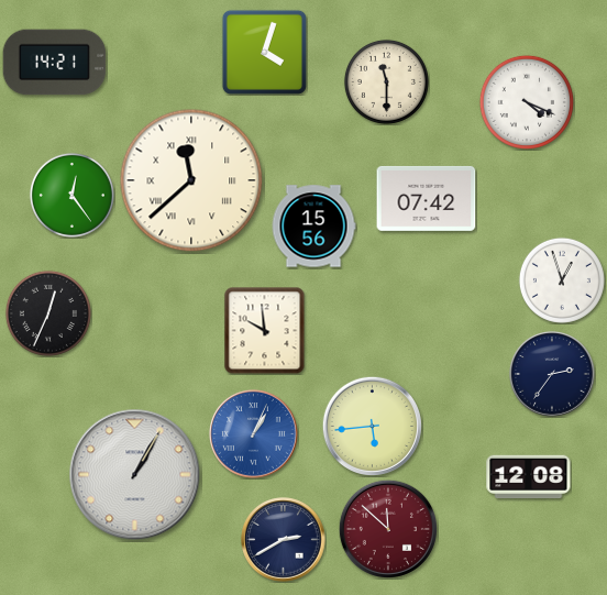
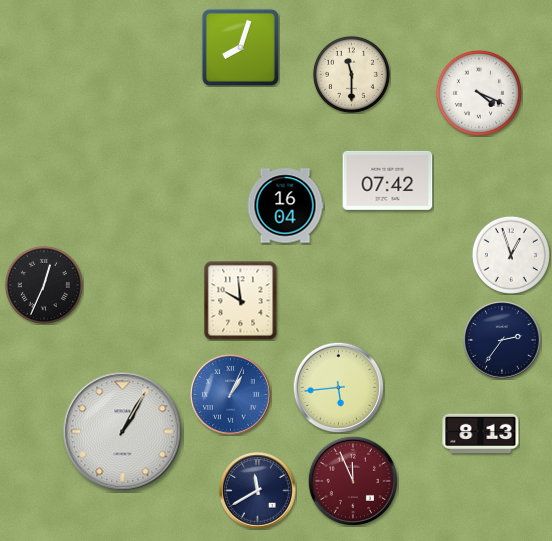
clock at (264, 52): 4:03 -> 8:03
clock at (55, 63): 14:21 -> none
clock at (191, 180): 11:38 -> none
clock at (71, 195): 12:24 -> none
clock at (313, 227): 15:56 -> 16:04
clock at (529, 477): 12:08 -> 8:13
clock at (388, 529): 11:52 -> 11:56
clock at (284, 540): 2:40 -> 11:40
